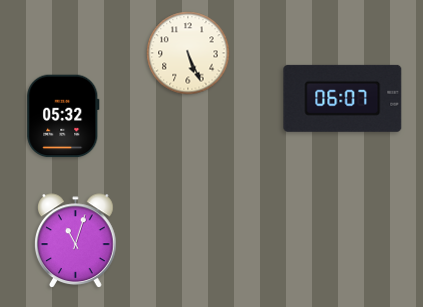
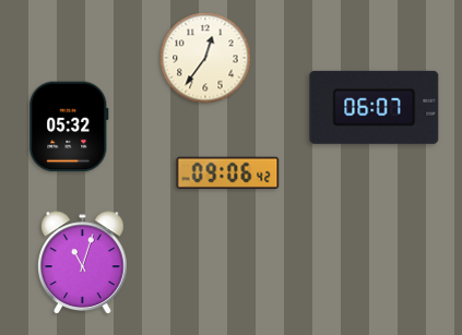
clock at (188, 53): 5:26 -> 12:36
clock at (228, 172): none -> 09:06
